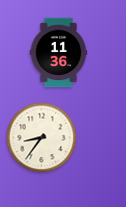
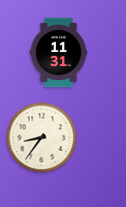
clock at (59, 53): 11:36 -> 11:31
